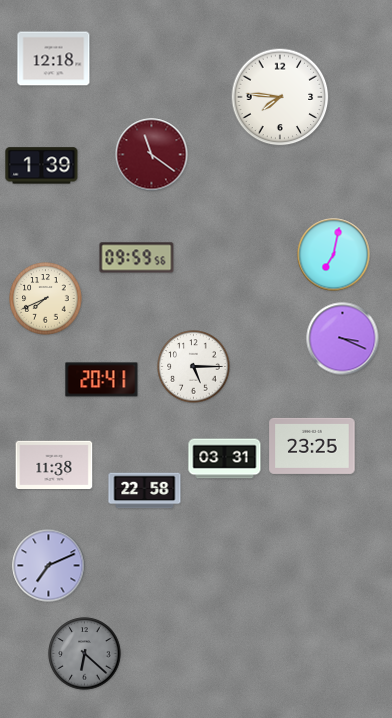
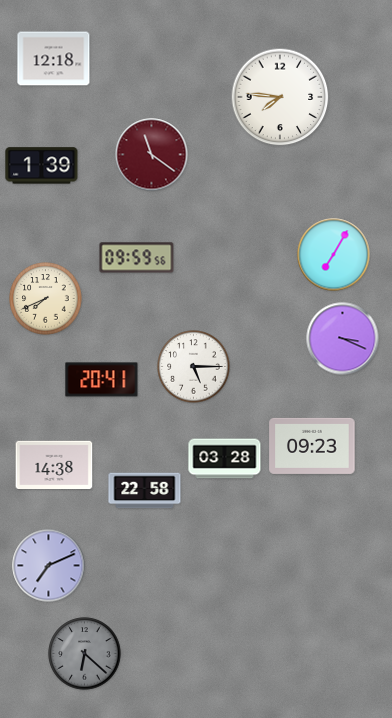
clock at (334, 255): 7:02 -> 7:05
clock at (312, 446): 23:25 -> 09:23
clock at (225, 459): 03:31 -> 03:28
clock at (54, 465): 11:38 -> 14:38
